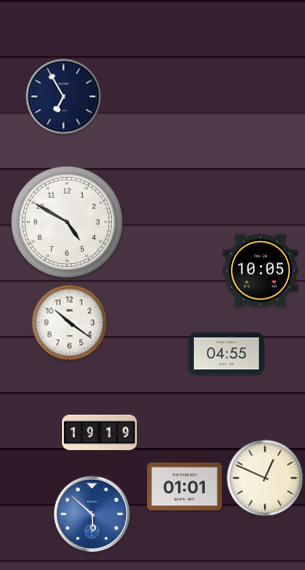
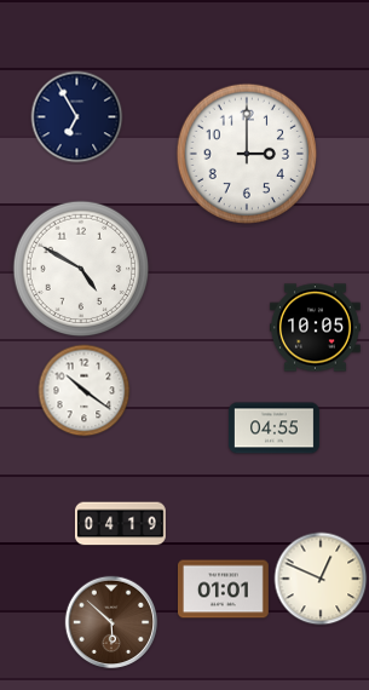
clock at (247, 154): none -> 3:00
clock at (99, 433): 19:19 -> 04:19
clock at (92, 514) dial: blue -> brown
